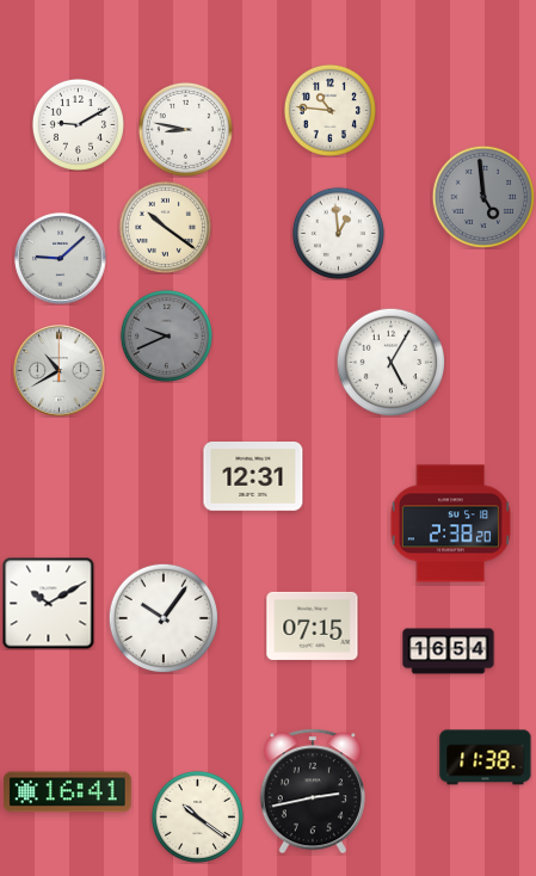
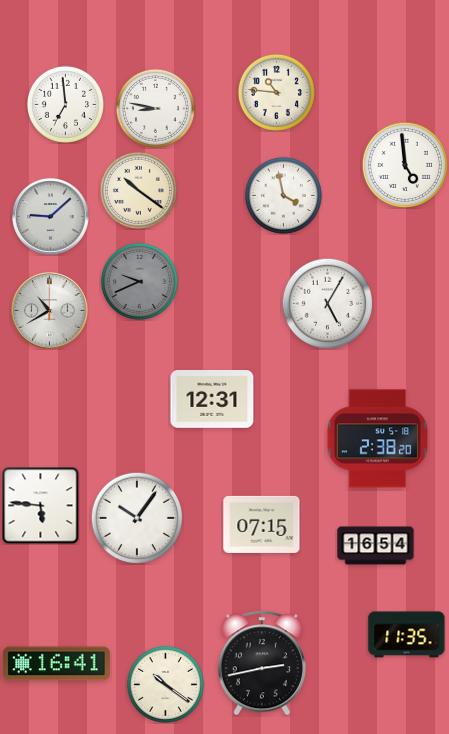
clock at (78, 124): 9:10 -> 6:59
clock at (483, 197) dial: grey -> white
clock at (338, 233): 12:59 -> 3:58
clock at (48, 603): 10:10 -> 5:46
clock at (486, 758): 11:38 -> 11:35
